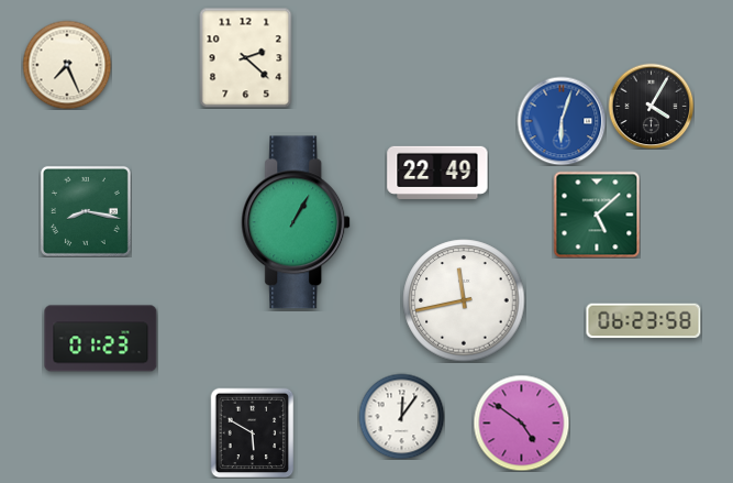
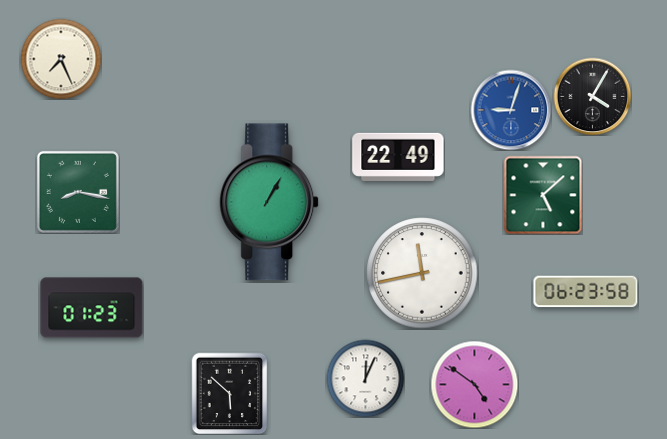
clock at (246, 57): 2:22 -> none
clock at (562, 121): 6:03 -> 9:03
clock at (401, 416): 12:06 -> 12:04
clock at (253, 432): 5:50 -> 5:52
